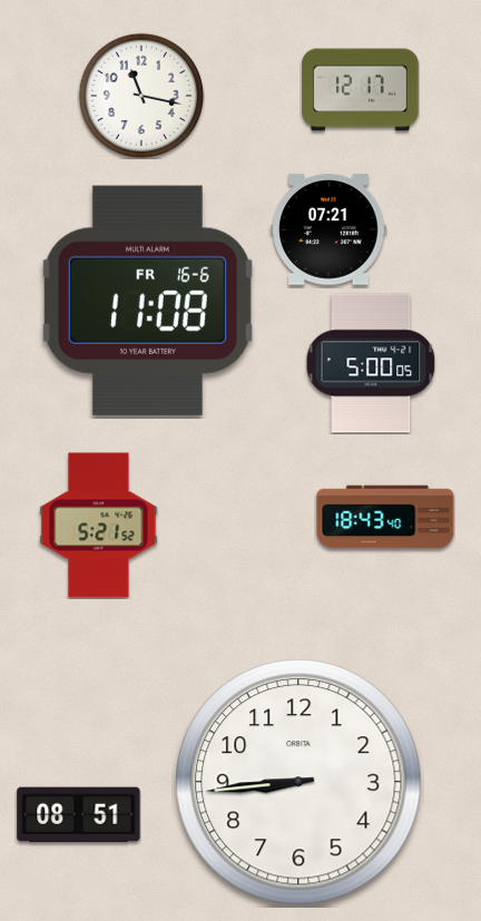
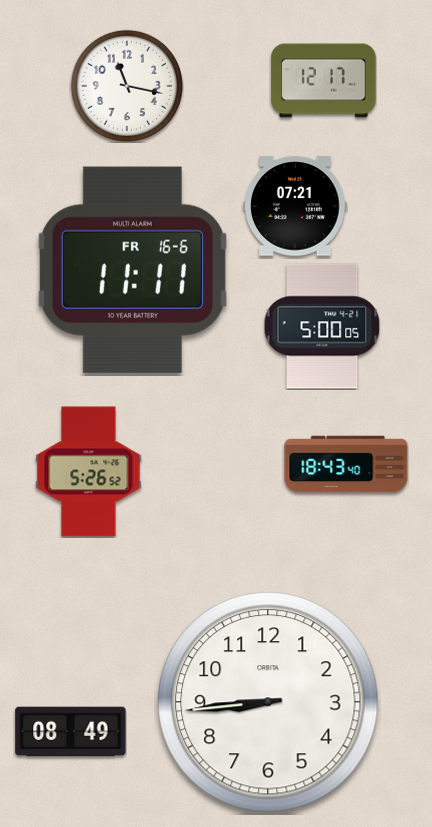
clock at (148, 301): 11:08 -> 11:11
clock at (371, 363) position: (371, 363) -> (322, 326)
clock at (99, 526): 5:21 -> 5:26
clock at (79, 815): 08:51 -> 08:49
